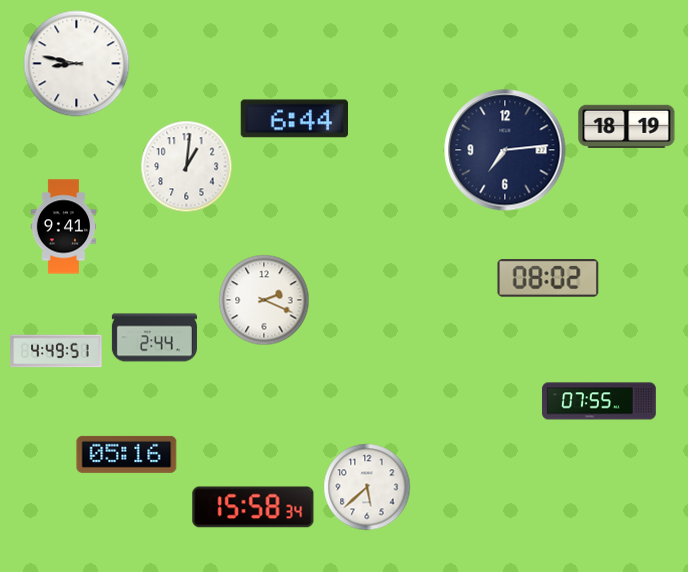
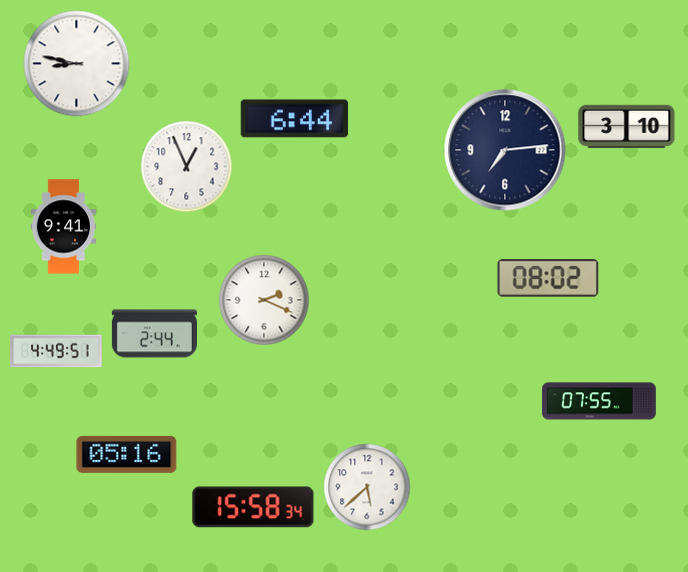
clock at (627, 126): 18:19 -> 3:10
clock at (187, 167): 1:01 -> 12:56
clock at (154, 338) position: (154, 338) -> (154, 334)
